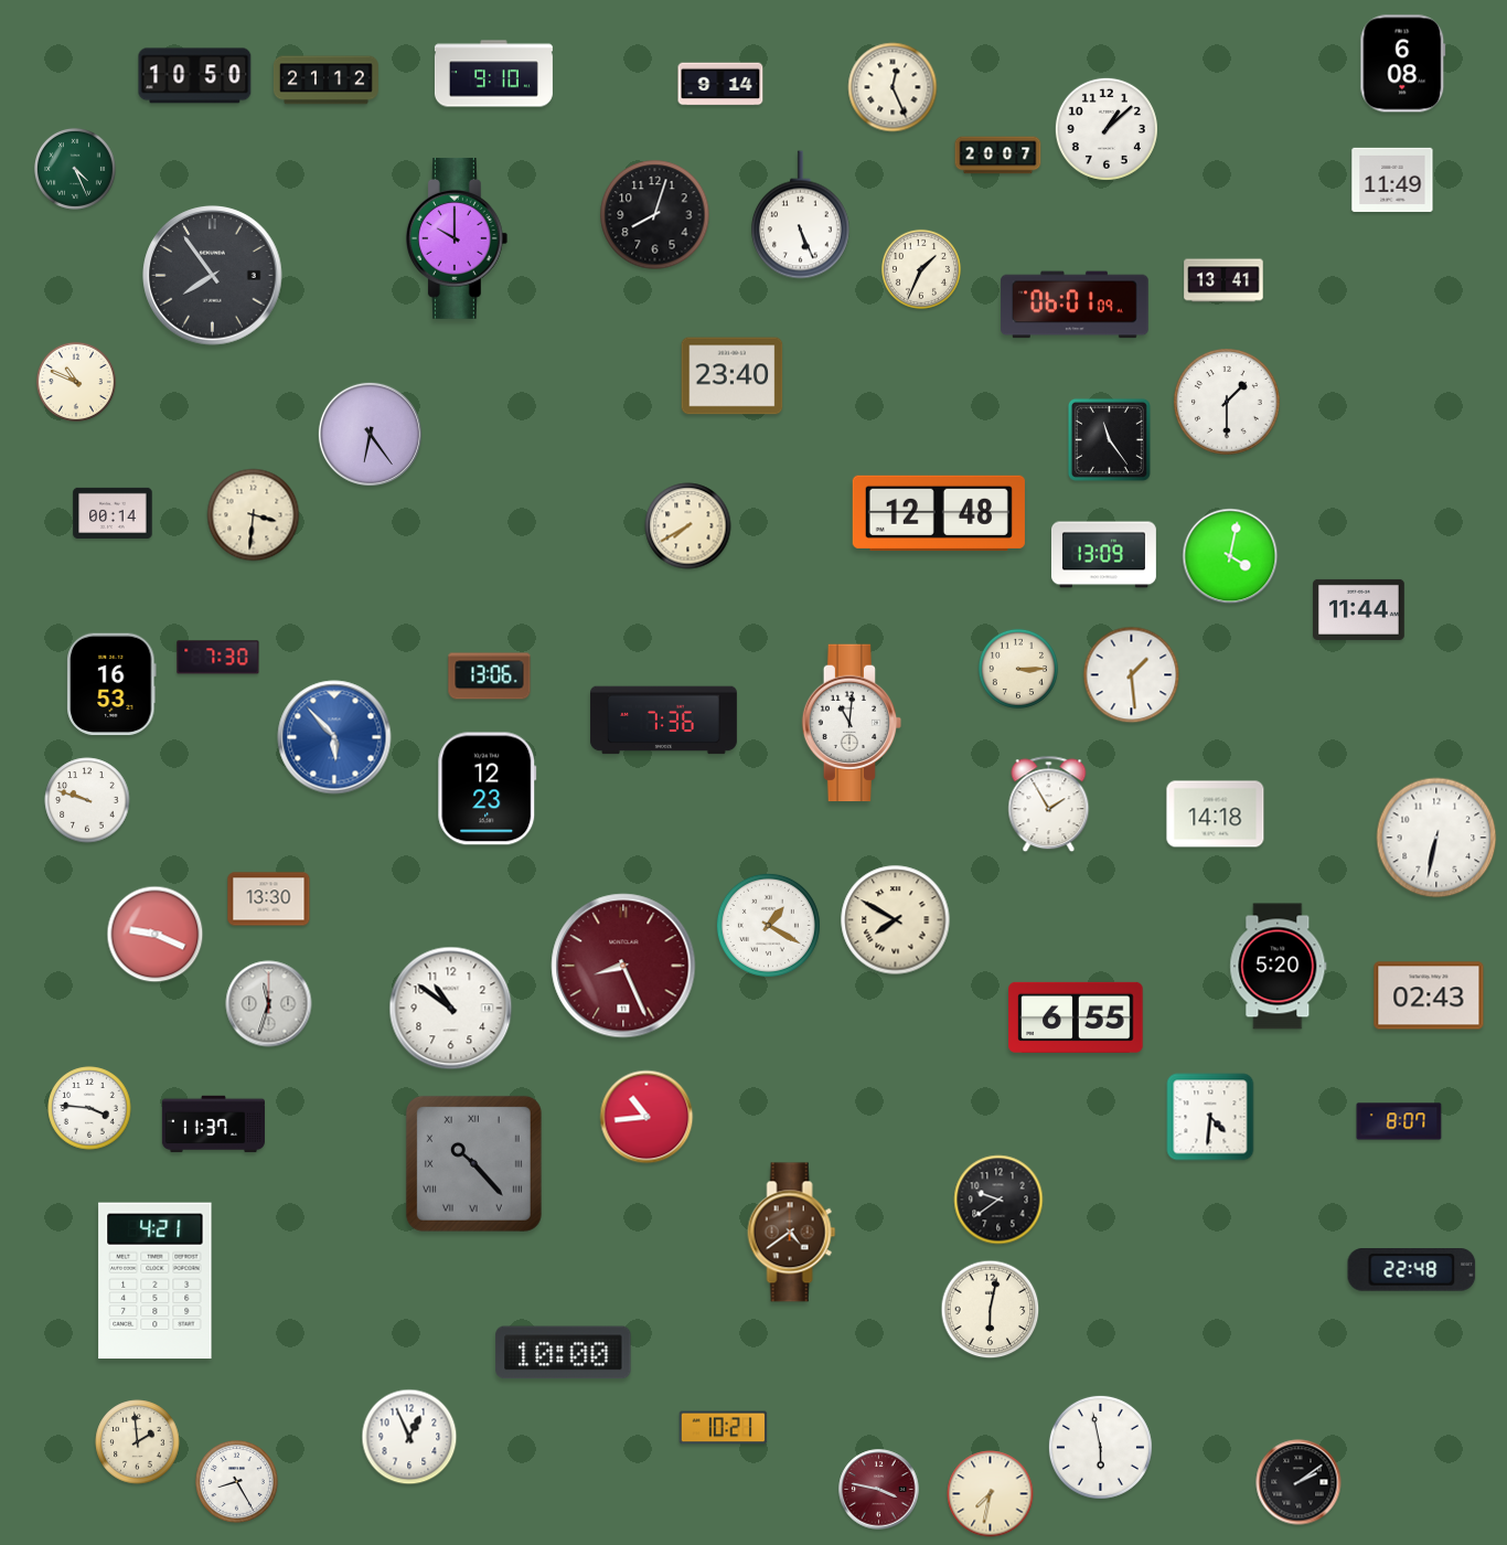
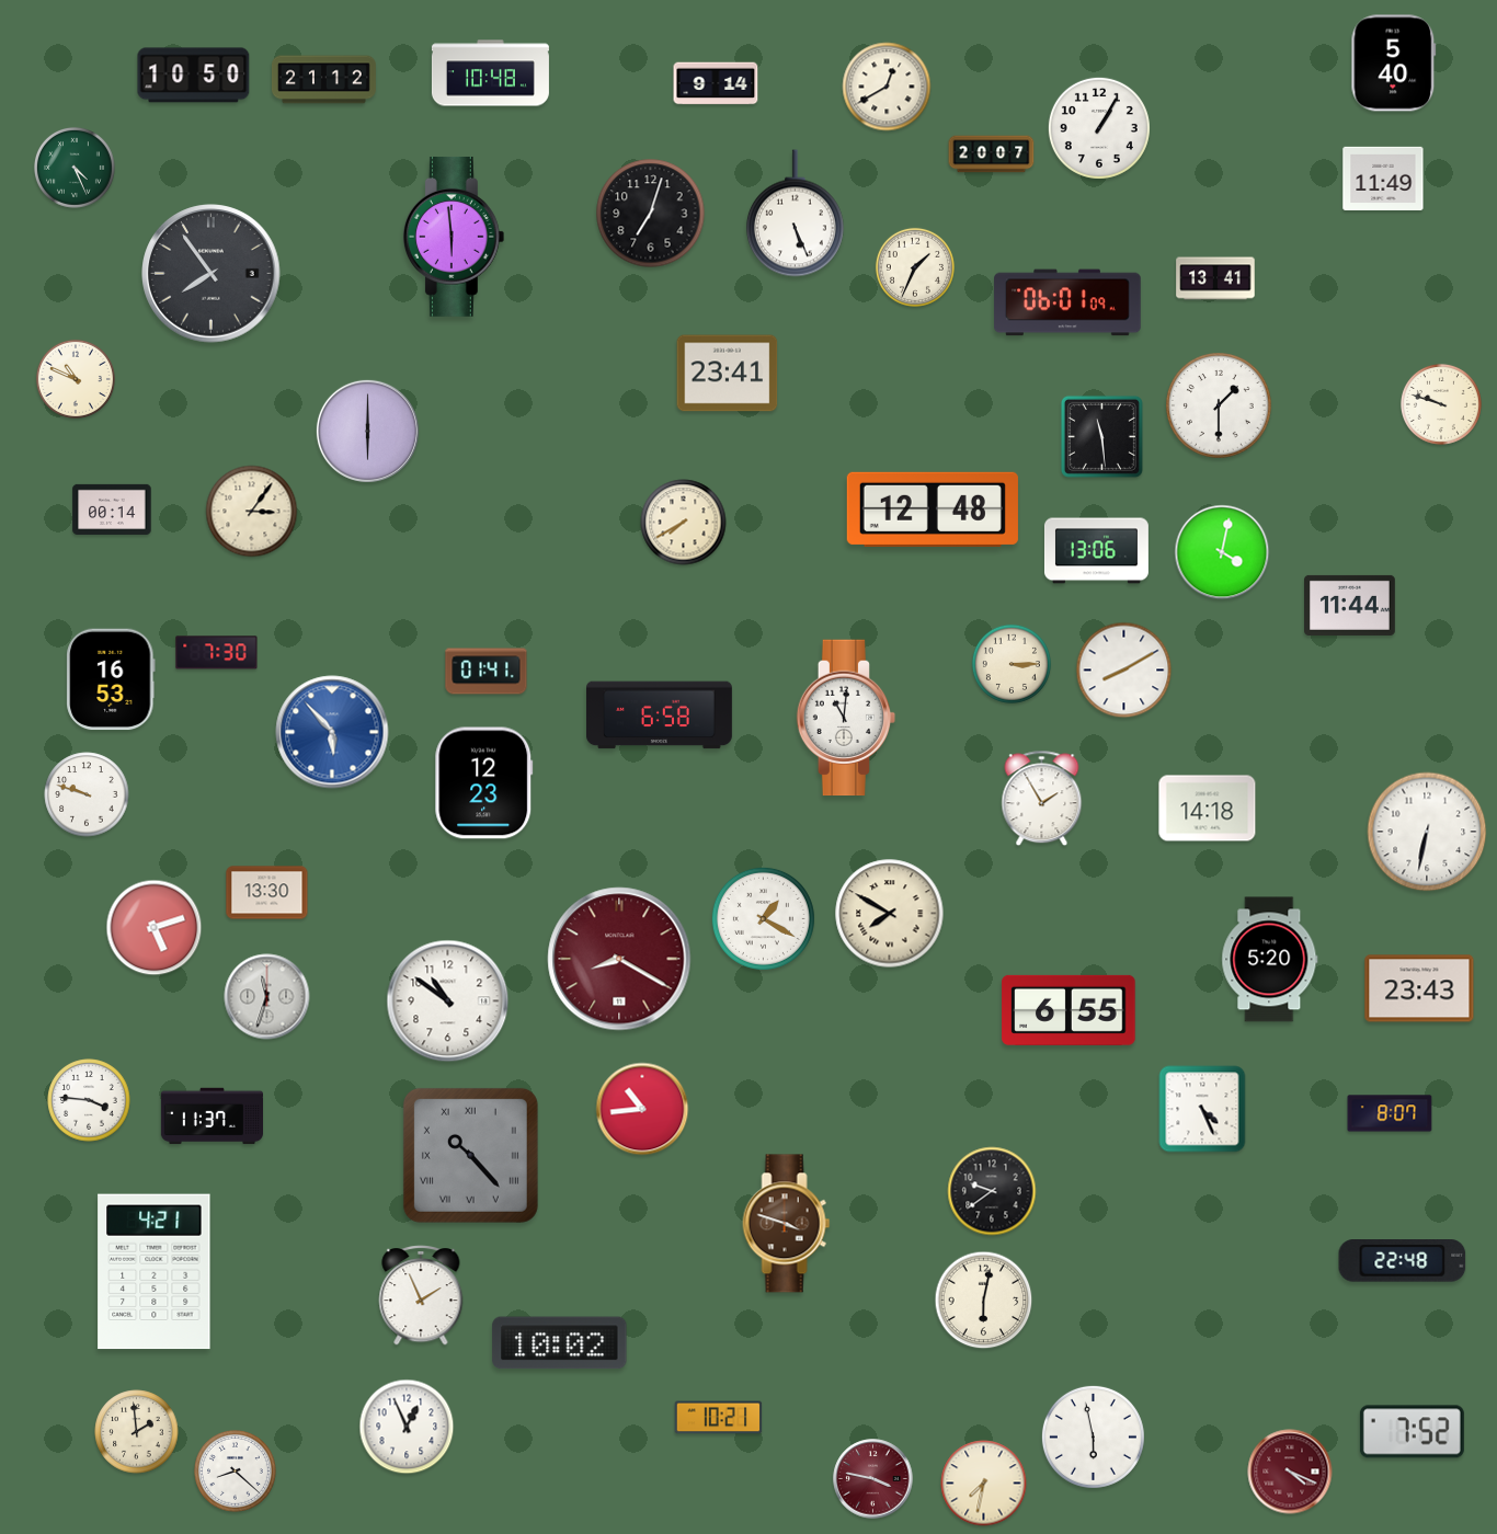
clock at (1403, 64): 6:08 -> 5:40
clock at (493, 74): 9:10 -> 10:48
clock at (893, 87): 12:26 -> 12:40
clock at (1107, 129): 1:08 -> 1:05
clock at (655, 215): 8:03 -> 7:03
clock at (457, 238): 10:00 -> 5:59
clock at (733, 376): 23:40 -> 23:41
clock at (1227, 402) position: (1227, 402) -> (1219, 405)
clock at (1441, 404): none -> 9:48
clock at (370, 434): 6:24 -> 6:00
clock at (1109, 439): 11:24 -> 11:29
clock at (254, 515): 3:31 -> 3:06
clock at (1103, 555): 13:09 -> 13:06
clock at (1132, 675): 1:29 -> 8:10
clock at (490, 676): 13:06 -> 01:41
clock at (664, 721): 7:36 -> 6:58
clock at (156, 935): 9:19 -> 5:12
clock at (623, 966): 8:26 -> 8:20
clock at (1429, 995): 02:43 -> 23:43
clock at (1210, 1117): 4:31 -> 4:26
clock at (792, 1233): 4:39 -> 3:48
clock at (421, 1296): none -> 1:56
clock at (564, 1353): 10:00 -> 10:02
clock at (1412, 1432): none -> 7:52
clock at (237, 1482): 8:25 -> 8:22
clock at (1298, 1482): 2:09 -> 4:19
clock at (1298, 1482) dial: black -> burgundy
